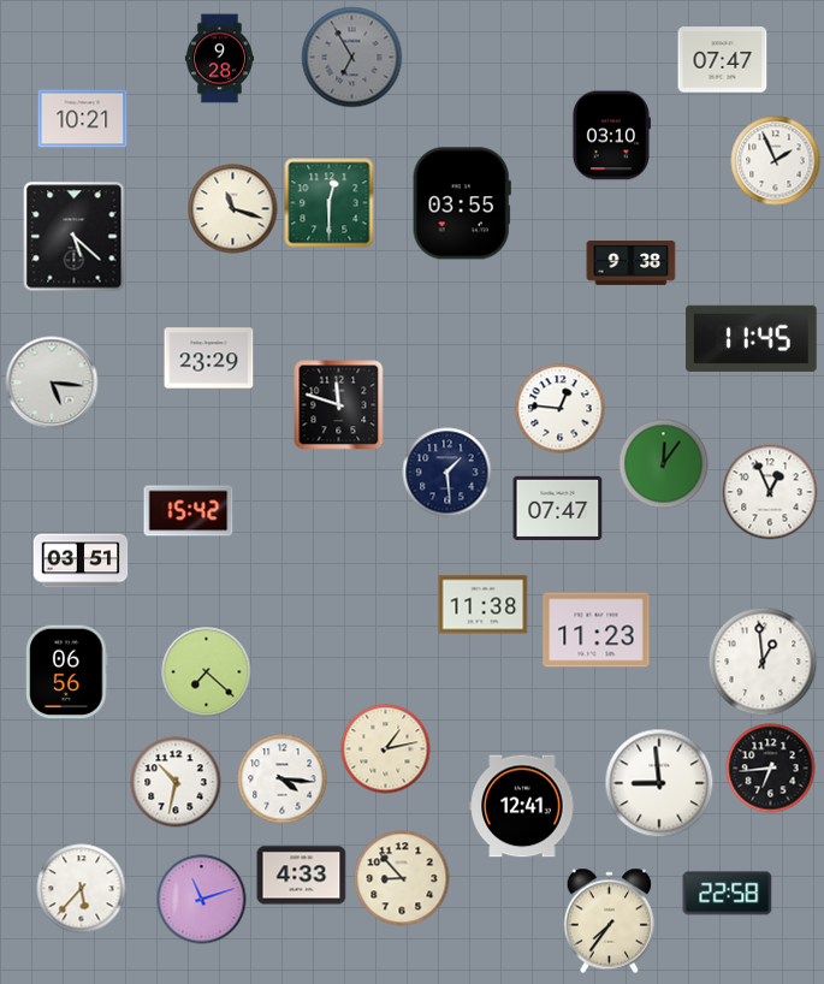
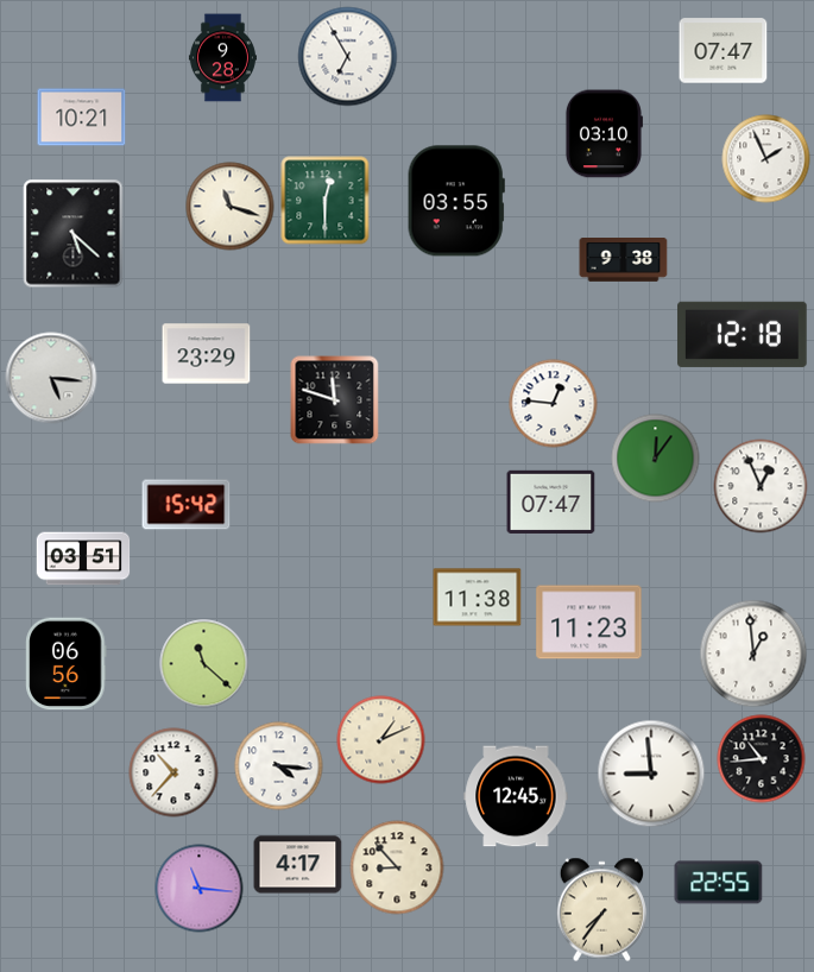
clock at (352, 58) dial: grey -> white
clock at (219, 59) position: (219, 59) -> (222, 58)
clock at (723, 60) position: (723, 60) -> (724, 51)
clock at (752, 338): 11:45 -> 12:18
clock at (447, 473): 1:29 -> none
clock at (81, 561) position: (81, 561) -> (83, 558)
clock at (207, 672): 7:22 -> 11:22
clock at (386, 749): 1:13 -> 1:11
clock at (771, 769): 6:44 -> 10:44
clock at (283, 780) position: (283, 780) -> (279, 766)
clock at (176, 782): 10:32 -> 10:37
clock at (522, 806): 12:41 -> 12:45
clock at (302, 876): 4:33 -> 4:17
clock at (82, 889): 5:37 -> none
clock at (728, 894): 22:58 -> 22:55
clock at (202, 900): 11:12 -> 11:16
